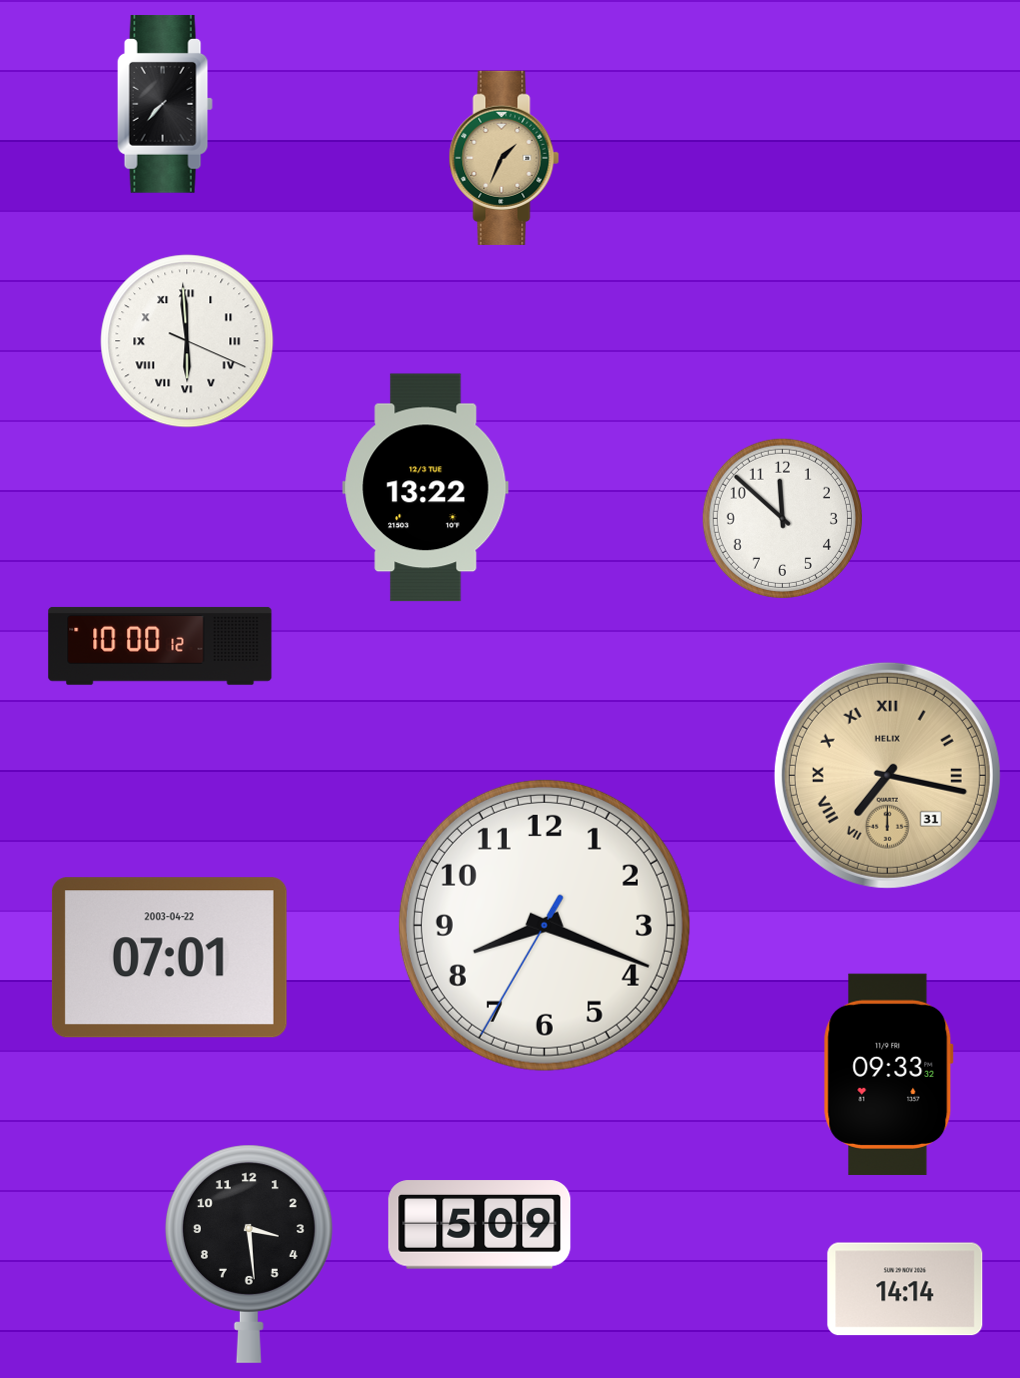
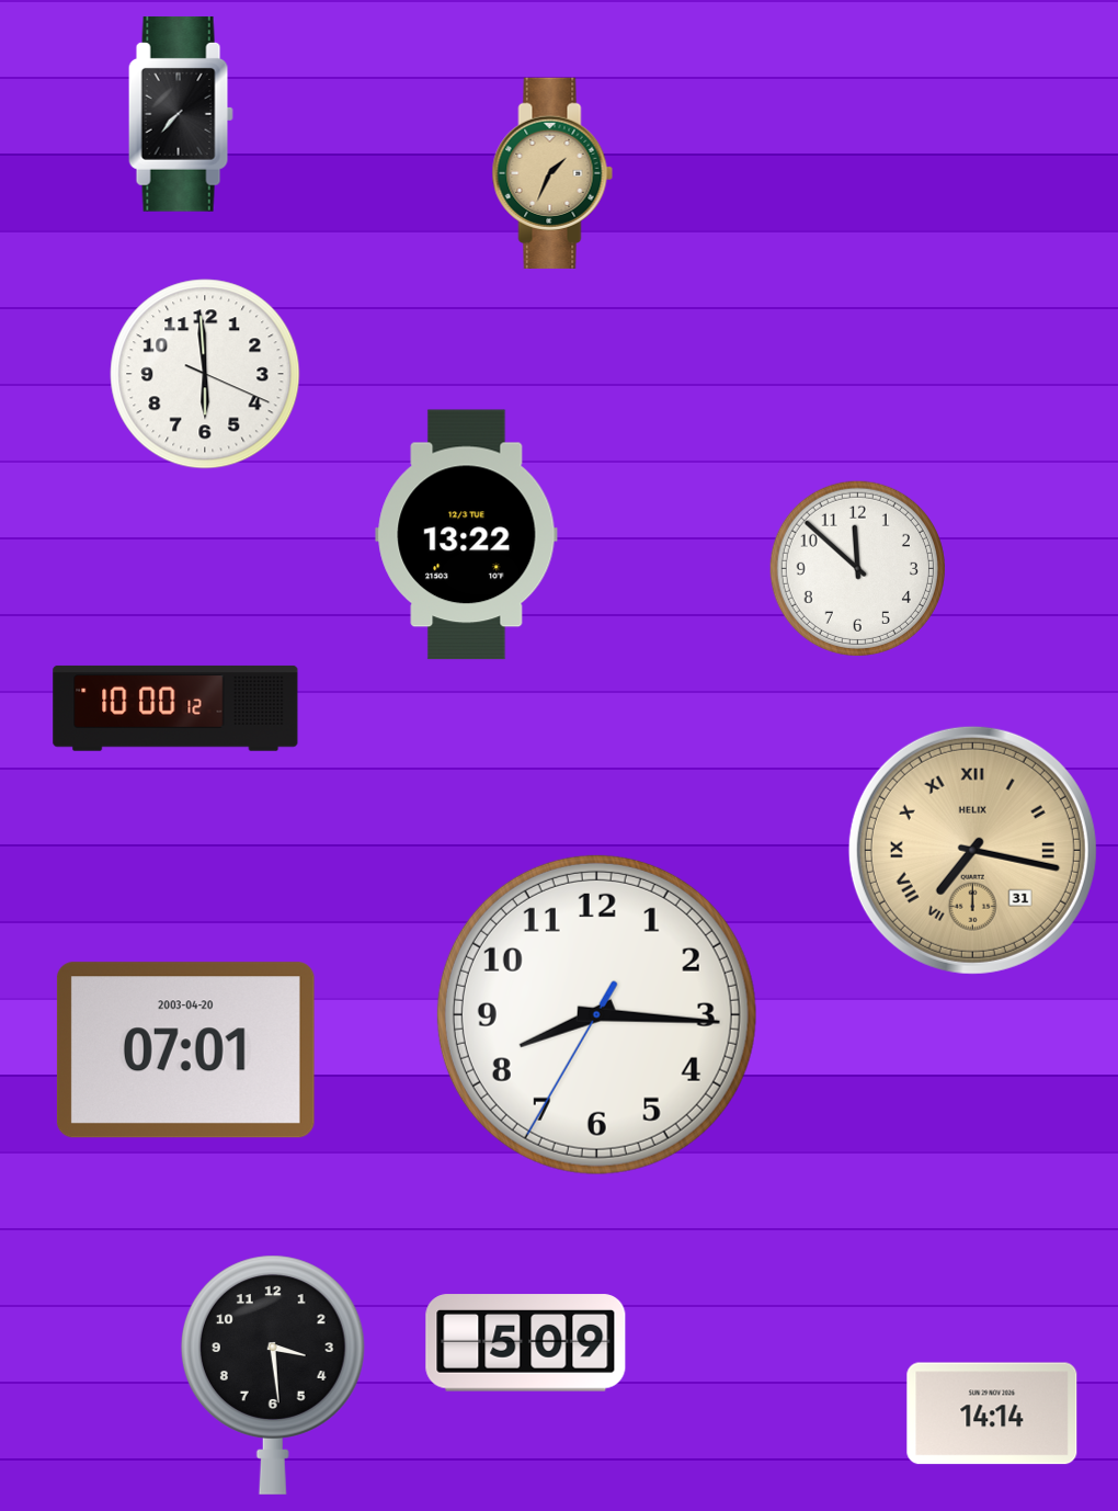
clock at (187, 341) numerals: Roman -> Arabic
clock at (544, 925): 8:18 -> 8:15
clock at (169, 958) date: 2003-04-22 -> 2003-04-20
clock at (888, 1074): 09:33 -> none
